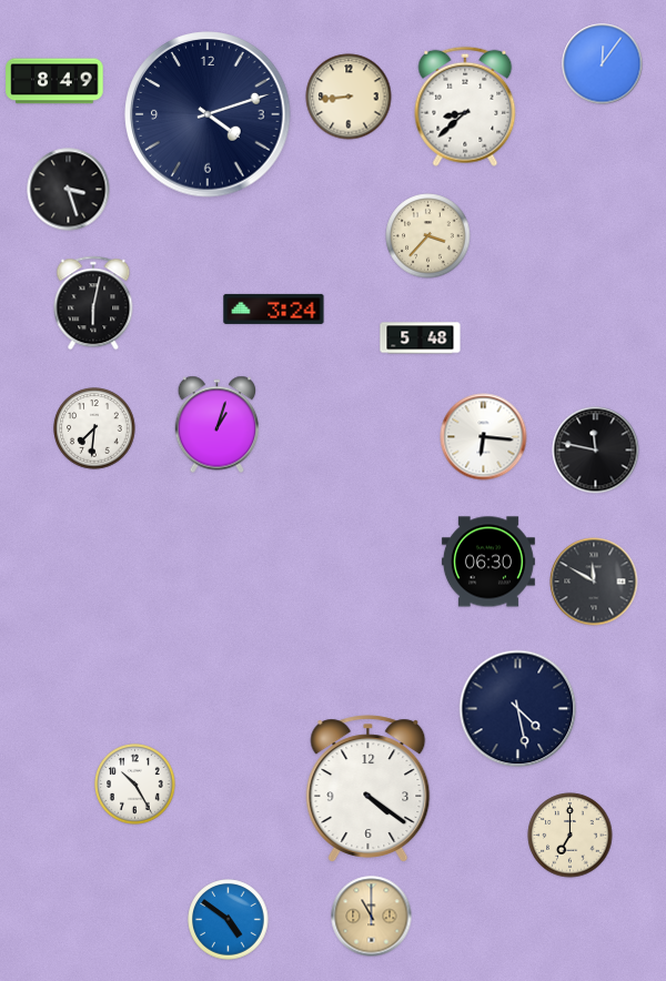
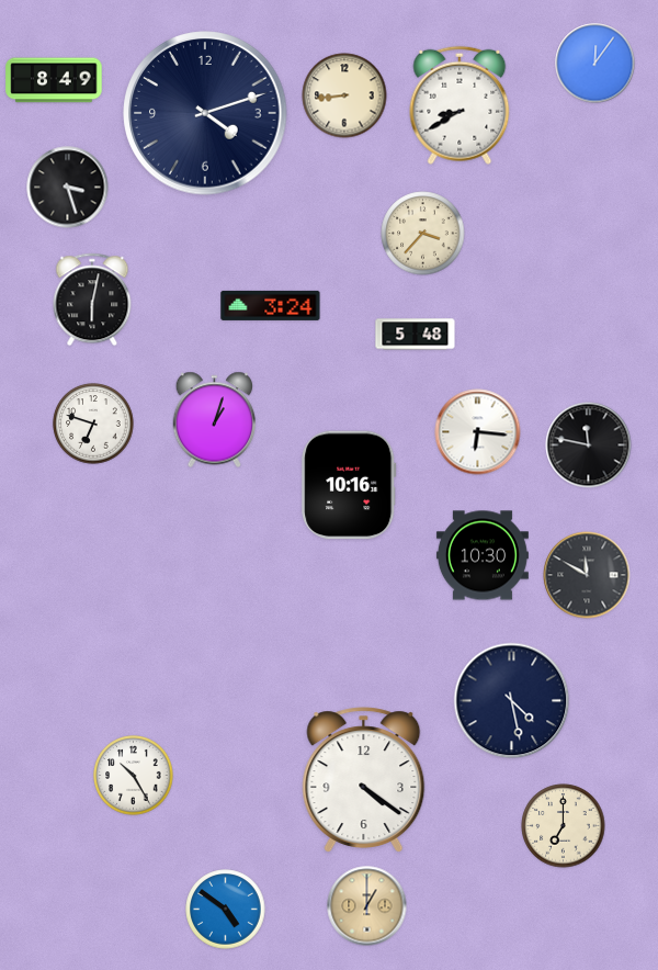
clock at (465, 107): 8:38 -> 8:40
clock at (94, 428): 7:31 -> 6:48
clock at (349, 485): none -> 10:16
clock at (488, 562): 06:30 -> 10:30
clock at (372, 917): 11:00 -> 1:00
